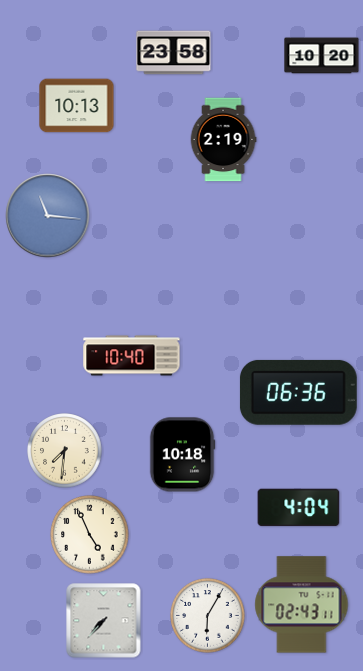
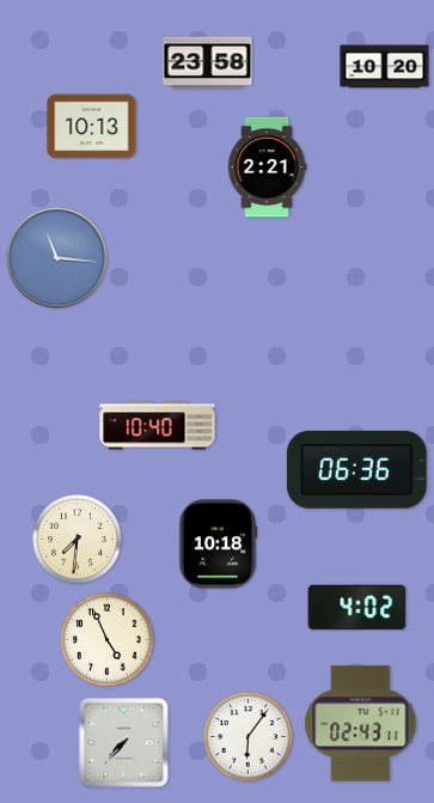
clock at (223, 140): 2:19 -> 2:21
clock at (299, 508): 4:04 -> 4:02
clock at (208, 616): 6:05 -> 6:06
